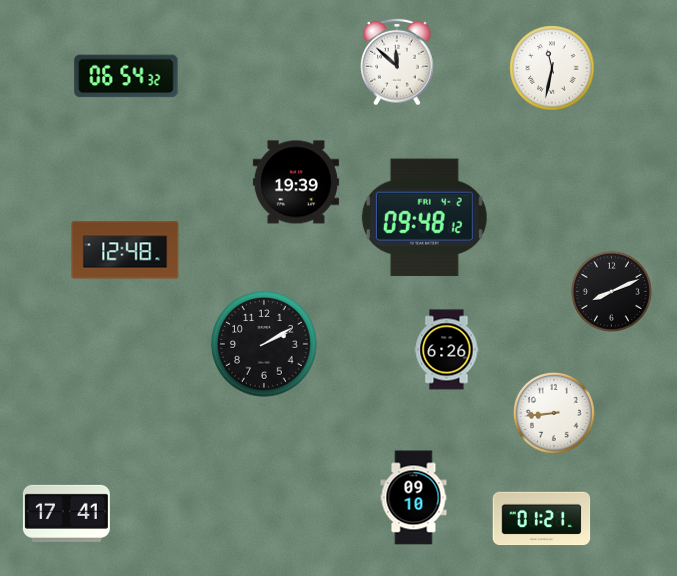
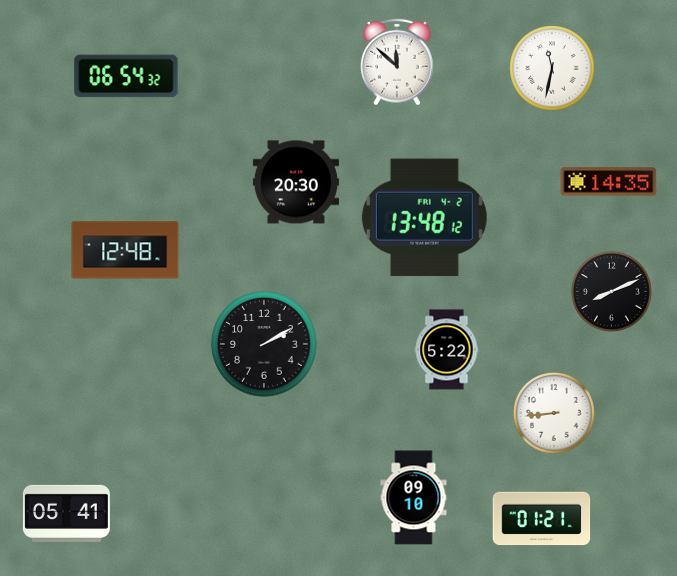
clock at (296, 182): 19:39 -> 20:30
clock at (609, 182): none -> 14:35
clock at (424, 217): 09:48 -> 13:48
clock at (447, 350): 6:26 -> 5:22
clock at (66, 513): 17:41 -> 05:41
